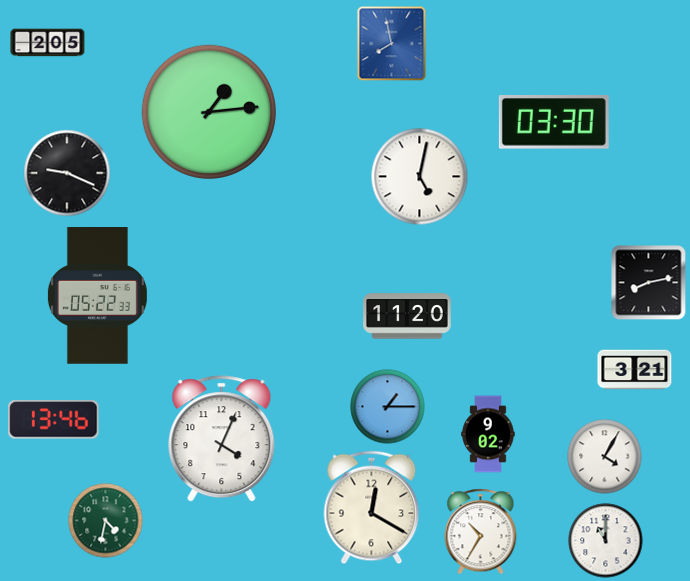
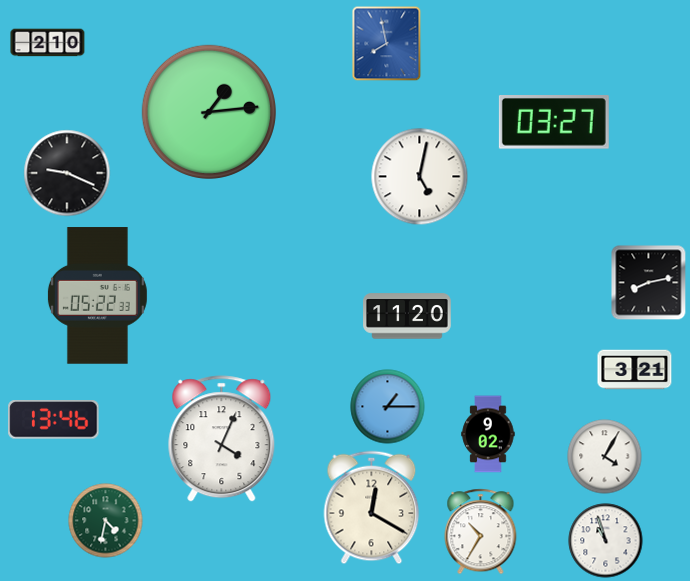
clock at (48, 43): 2:05 -> 2:10
clock at (392, 44) position: (392, 44) -> (387, 44)
clock at (554, 123): 03:30 -> 03:27
clock at (606, 541): 11:00 -> 10:57
